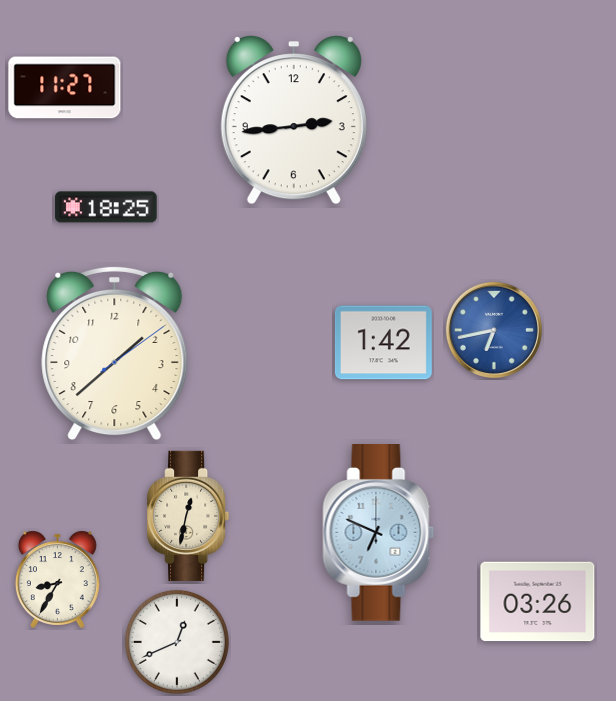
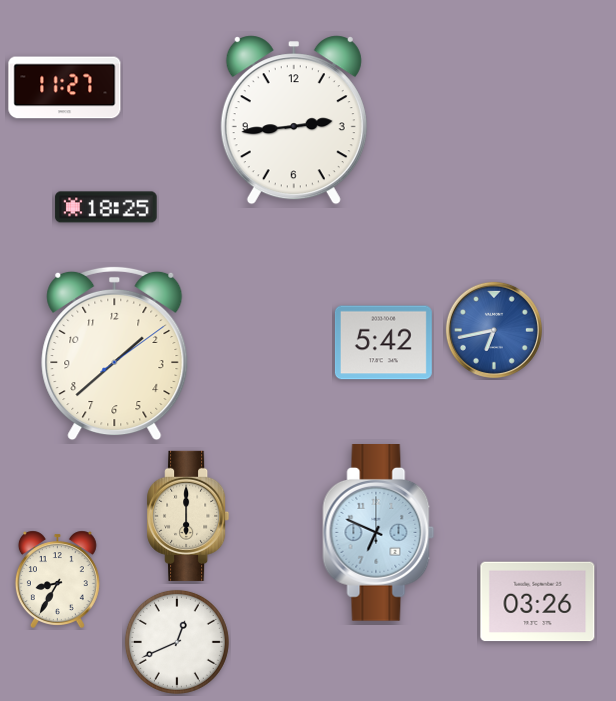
clock at (383, 343): 1:42 -> 5:42
clock at (188, 516): 12:32 -> 6:00
